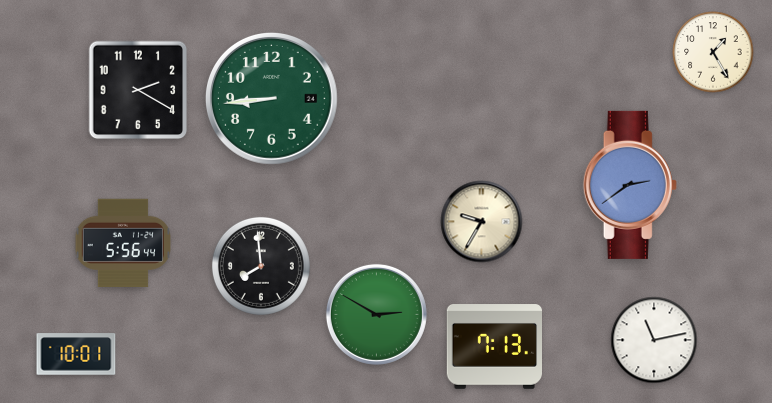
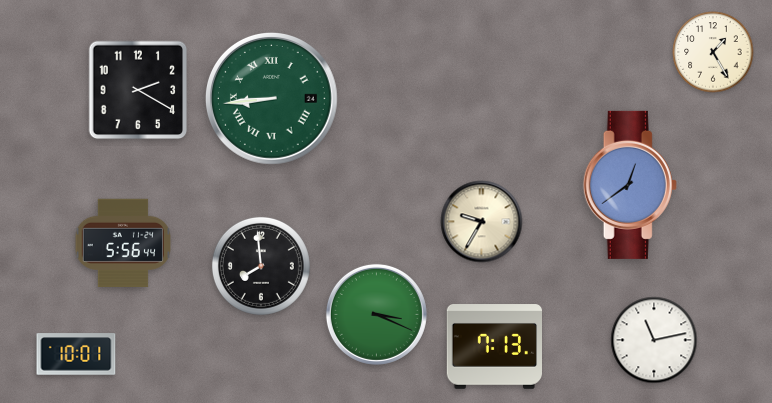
clock at (271, 98) numerals: Arabic -> Roman
clock at (630, 185): 2:39 -> 12:39
clock at (376, 314): 2:50 -> 3:19
